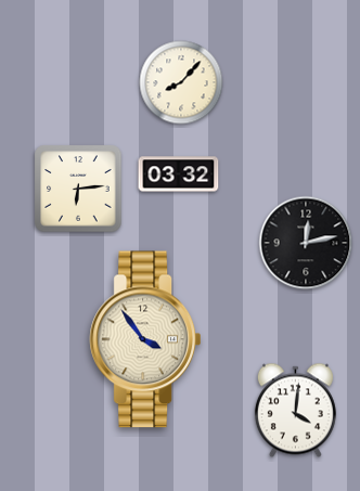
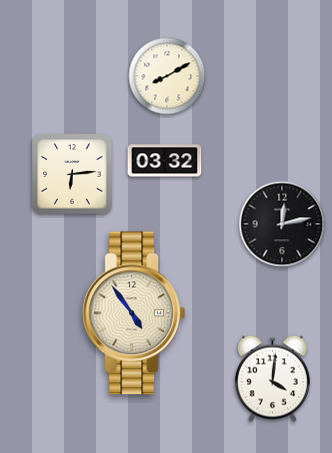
clock at (181, 82): 8:07 -> 8:10
clock at (144, 339): 3:54 -> 4:54
